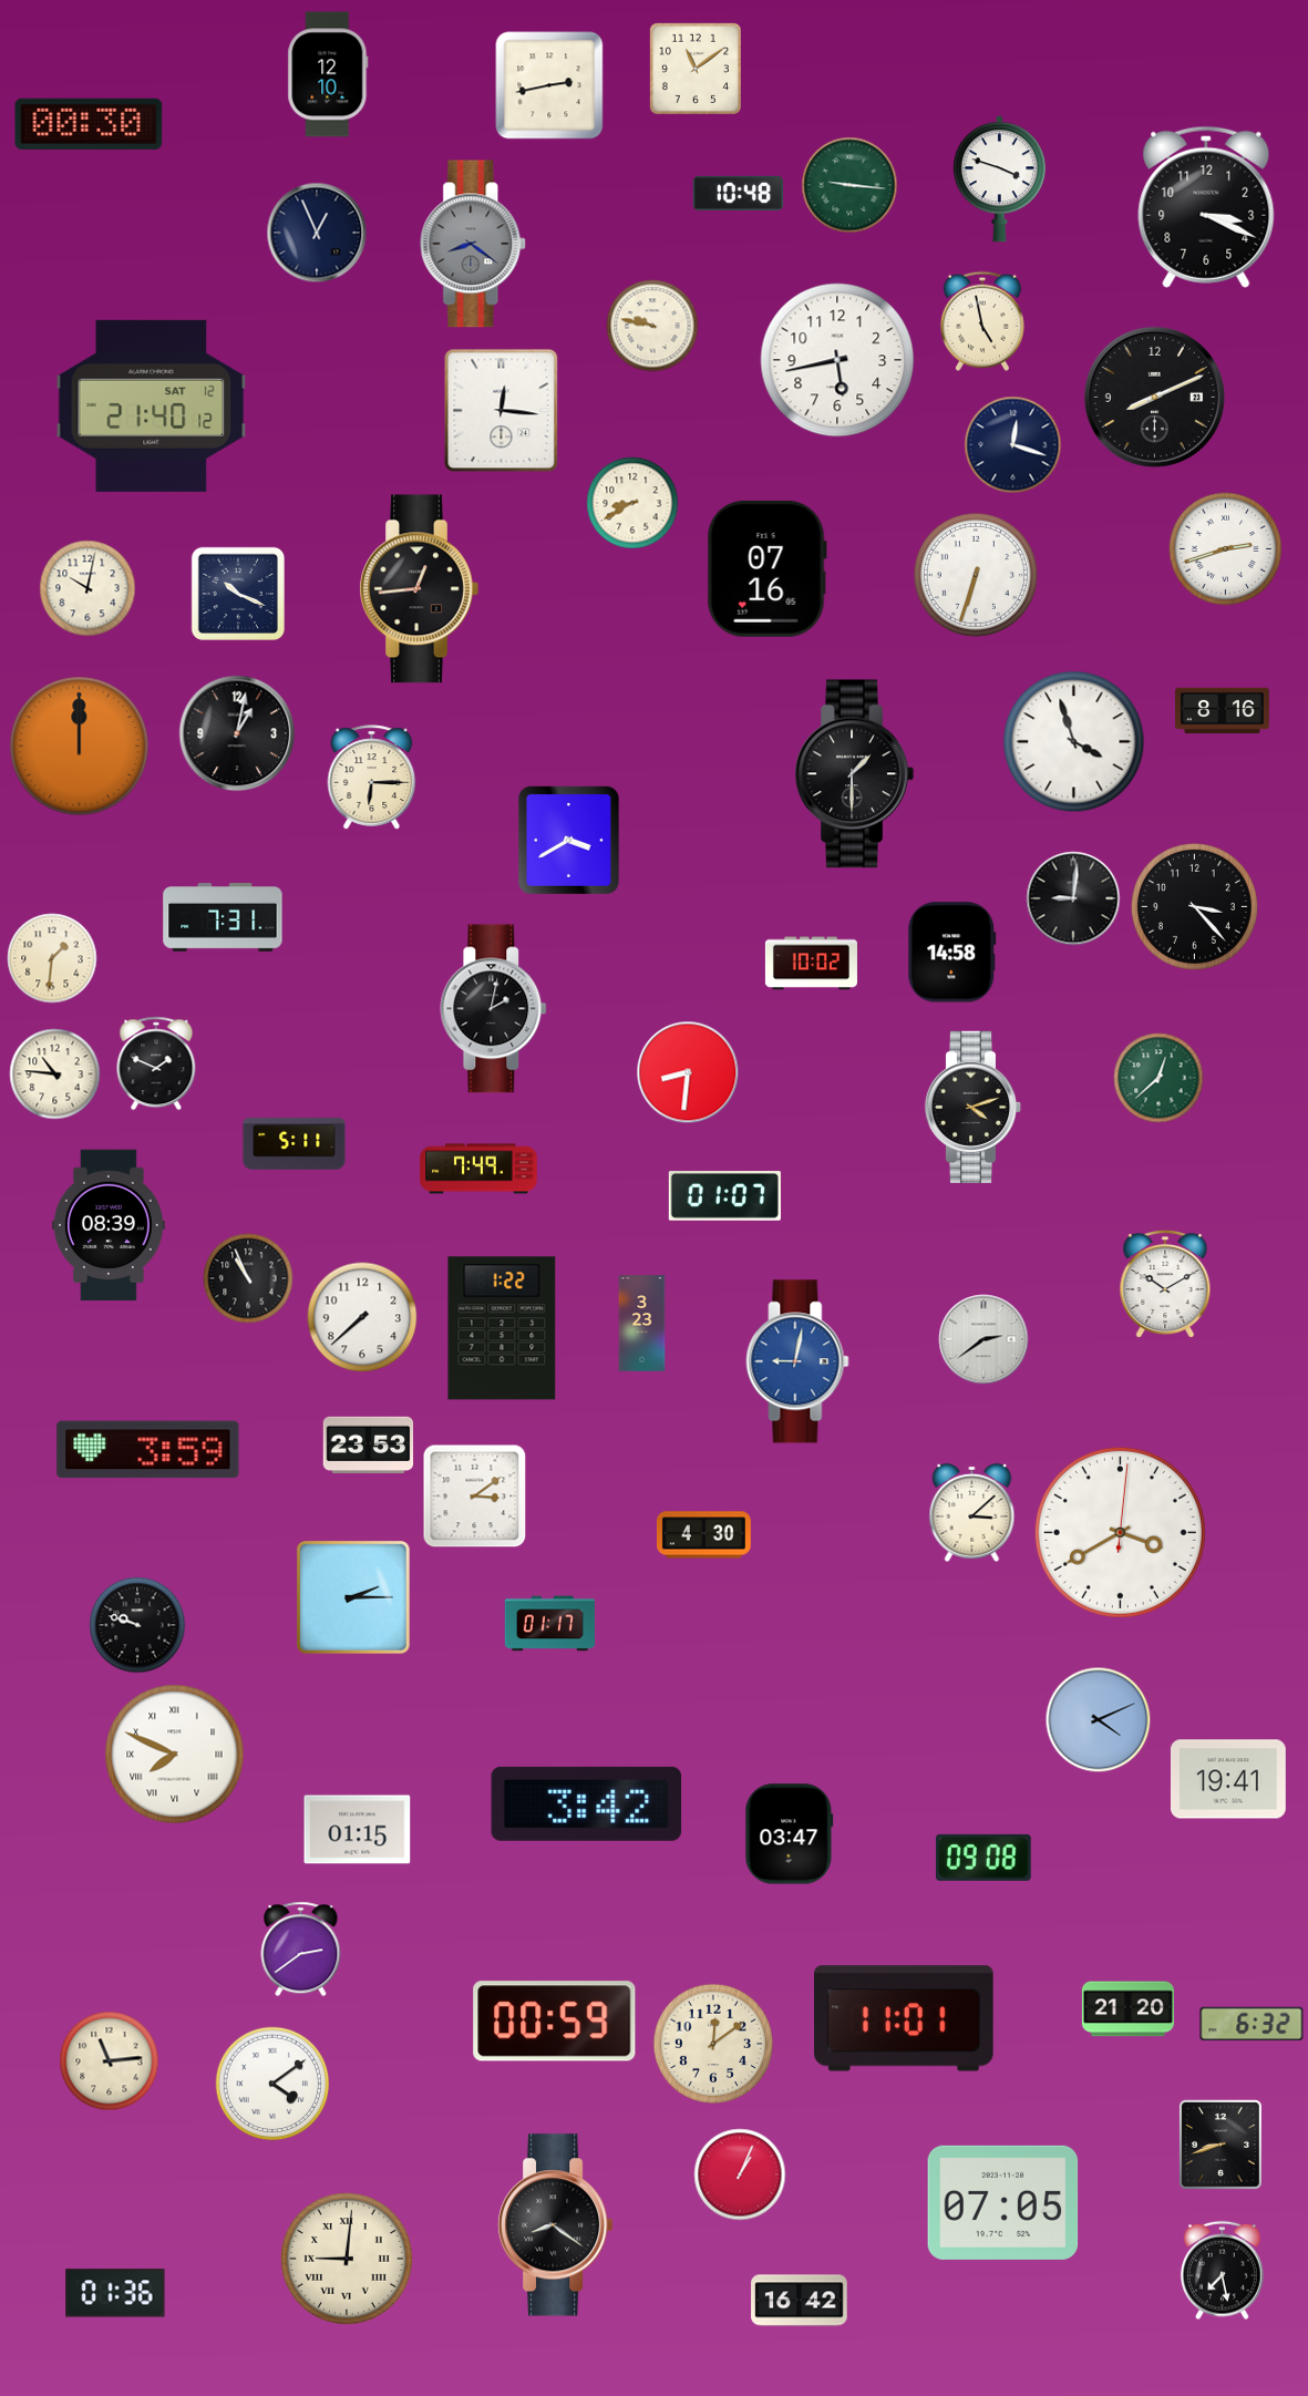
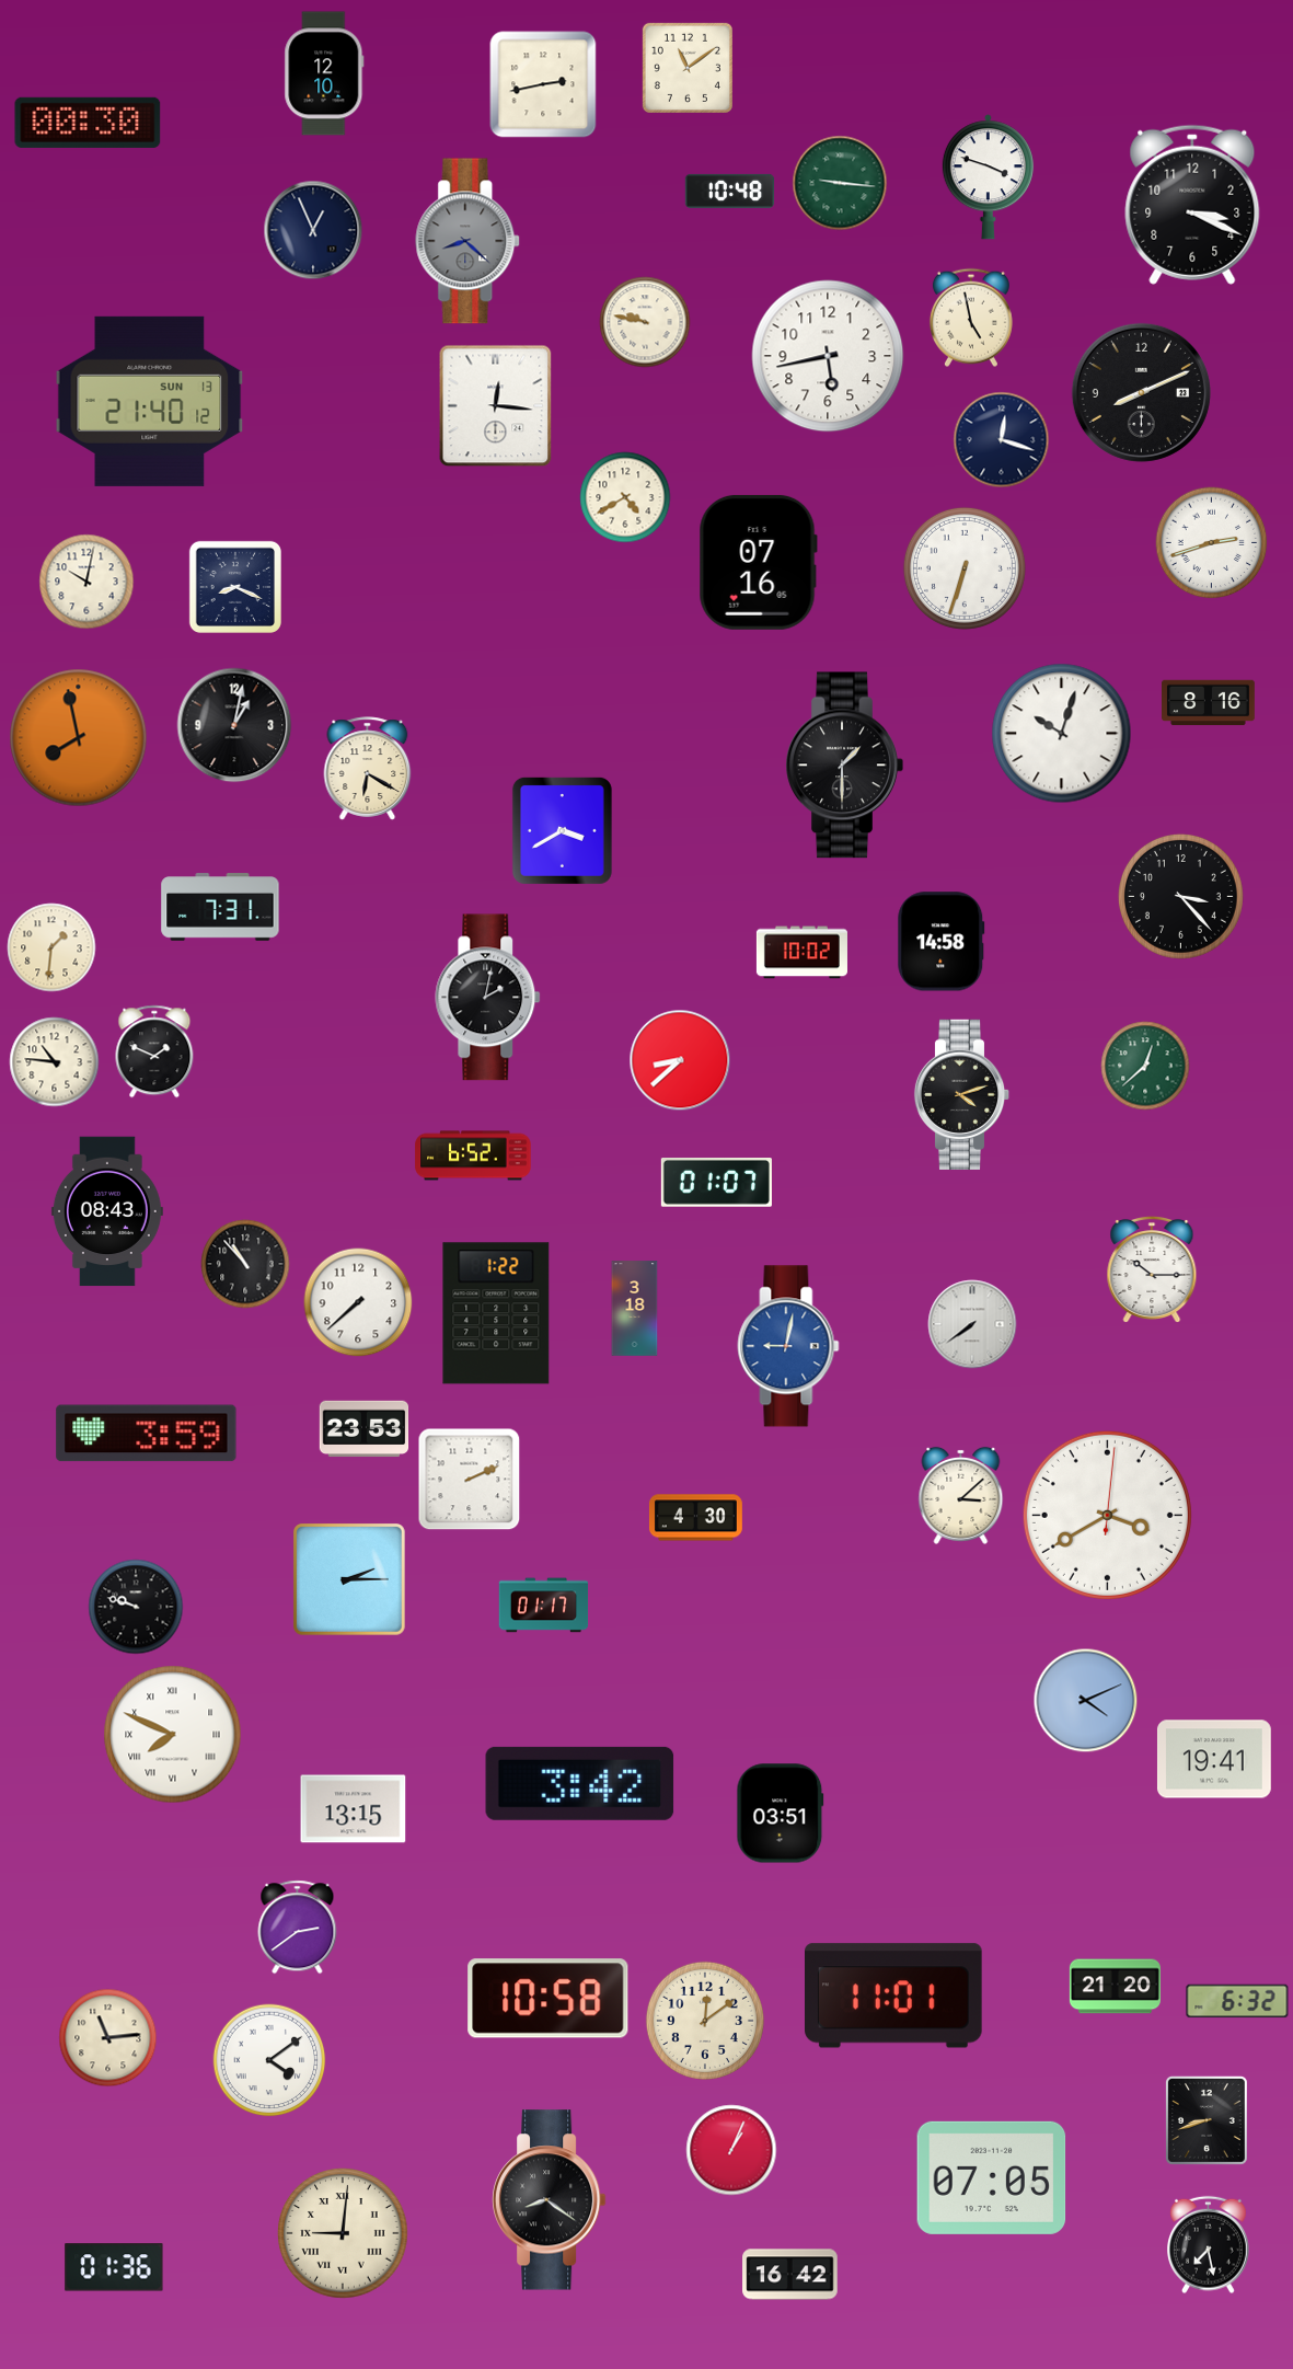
clock at (474, 244): 8:21 -> 8:22
clock at (152, 405) date: SAT 12 -> SUN 13
clock at (632, 503): 8:40 -> 4:40
clock at (419, 589): 12:44 -> none
clock at (238, 594): 10:19 -> 8:19
clock at (1074, 742): 3:57 -> 10:03
clock at (80, 747): 12:00 -> 7:58
clock at (372, 778): 6:15 -> 6:20
clock at (1073, 898): 9:01 -> none
clock at (688, 1072): 8:31 -> 8:38
clock at (295, 1144): 5:11 -> none
clock at (478, 1169): 7:49 -> 6:52
clock at (109, 1225): 08:39 -> 08:43
clock at (248, 1278): 10:56 -> 10:53
clock at (1165, 1283): 10:10 -> 10:15
clock at (642, 1324): 3:23 -> 3:18
clock at (983, 1339): 2:39 -> 7:39
clock at (475, 1497): 3:09 -> 2:11
clock at (358, 1830): 01:15 -> 13:15
clock at (790, 1834): 03:47 -> 03:51
clock at (983, 1858): 09:08 -> none
clock at (555, 2022): 00:59 -> 10:58
